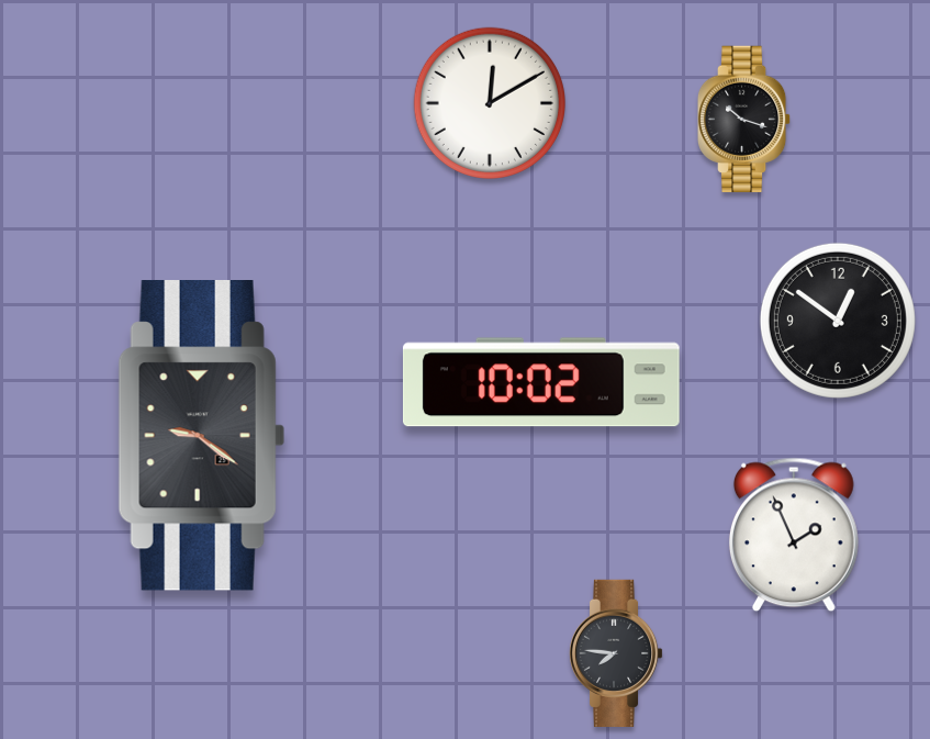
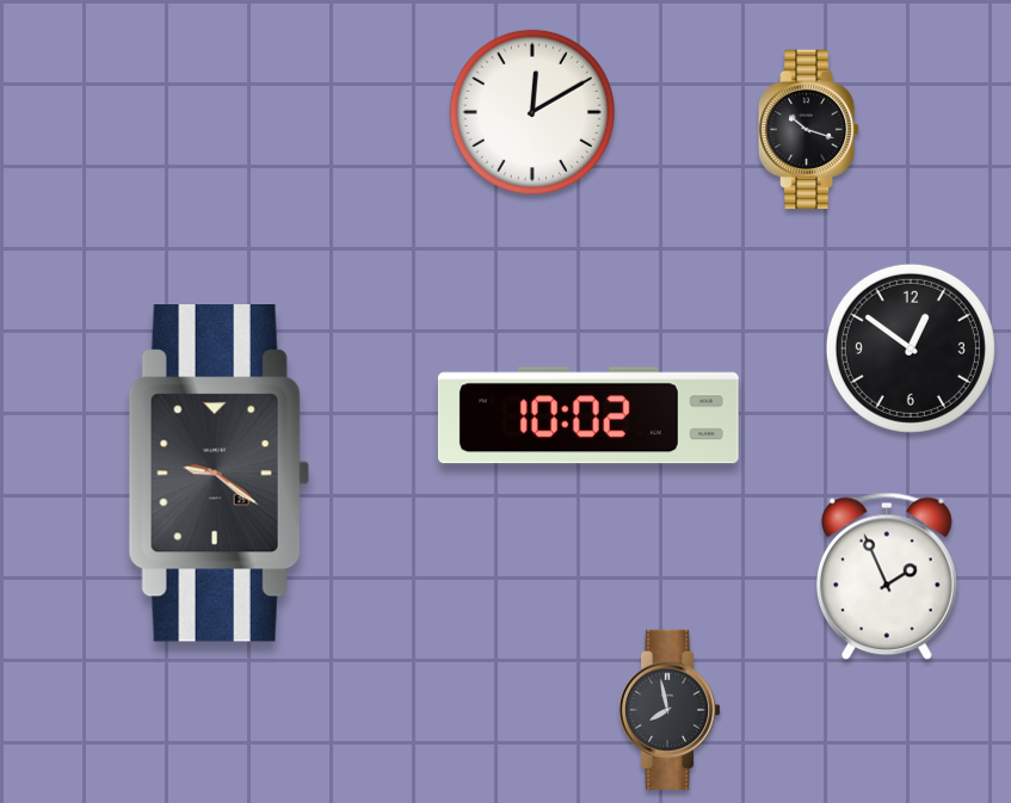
clock at (794, 535) position: (794, 535) -> (887, 576)
clock at (616, 653): 7:46 -> 7:58
